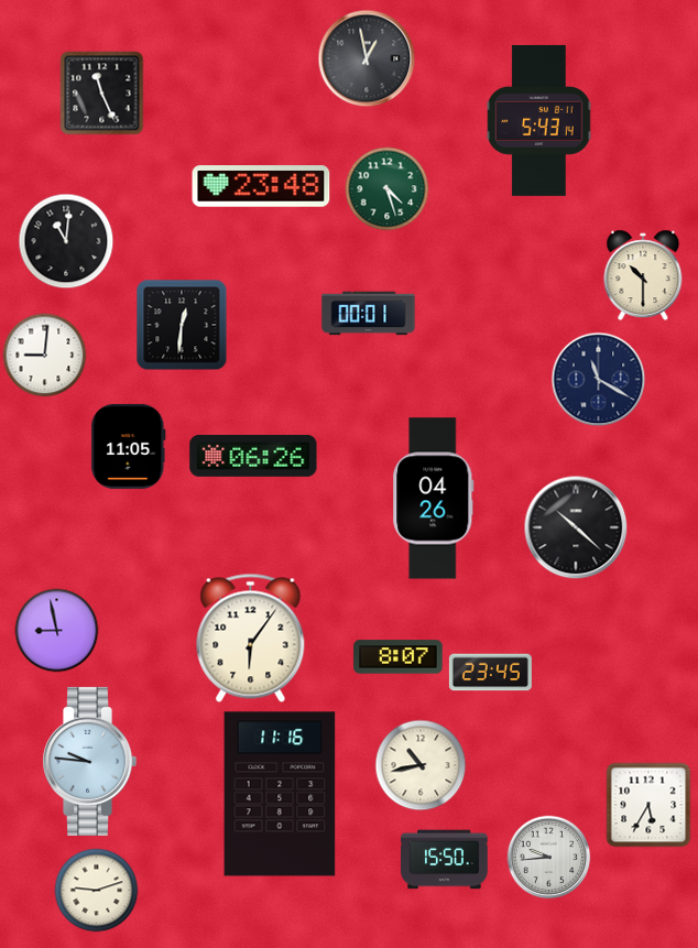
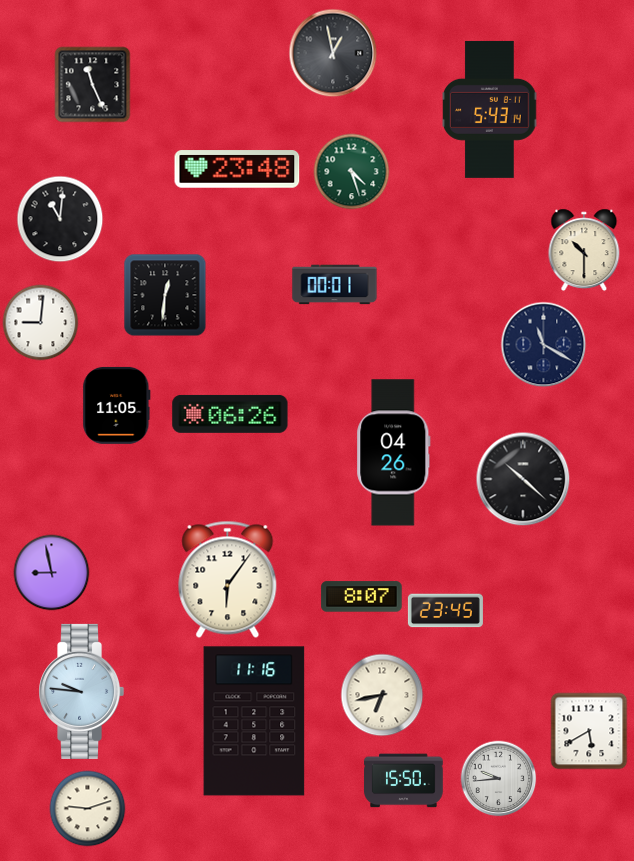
clock at (421, 765): 10:43 -> 6:43
clock at (648, 805): 5:35 -> 5:40
